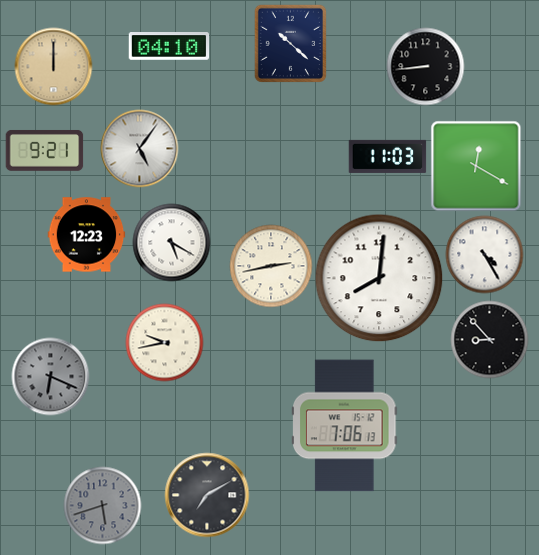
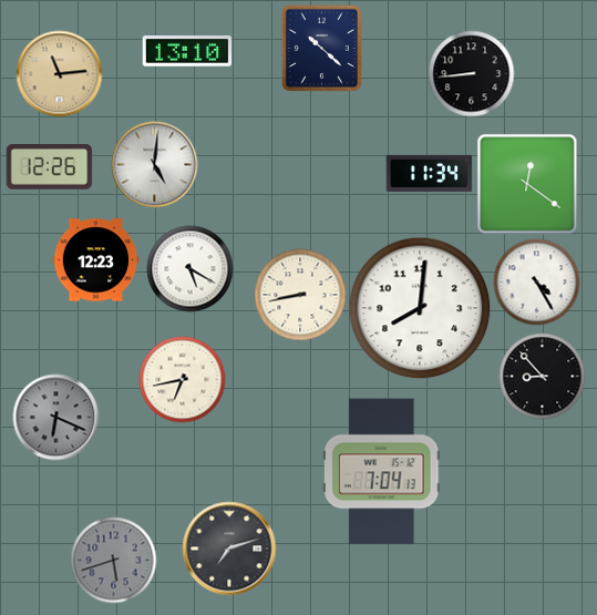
clock at (169, 46): 04:10 -> 13:10
clock at (53, 66): 12:00 -> 11:14
clock at (139, 148): 5:06 -> 5:01
clock at (44, 150): 9:21 -> 12:26
clock at (387, 156): 11:03 -> 11:34
clock at (476, 166): 12:20 -> 12:21
clock at (271, 266): 2:43 -> 8:43
clock at (164, 342): 9:43 -> 6:43
clock at (345, 426): 7:06 -> 7:04
clock at (207, 495): 7:10 -> 7:12
